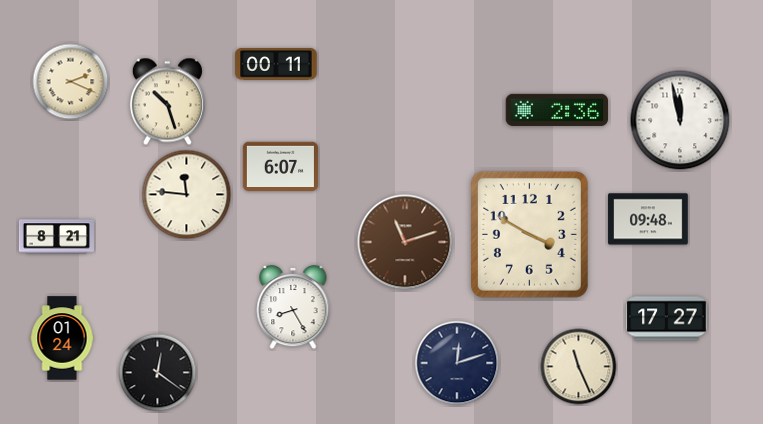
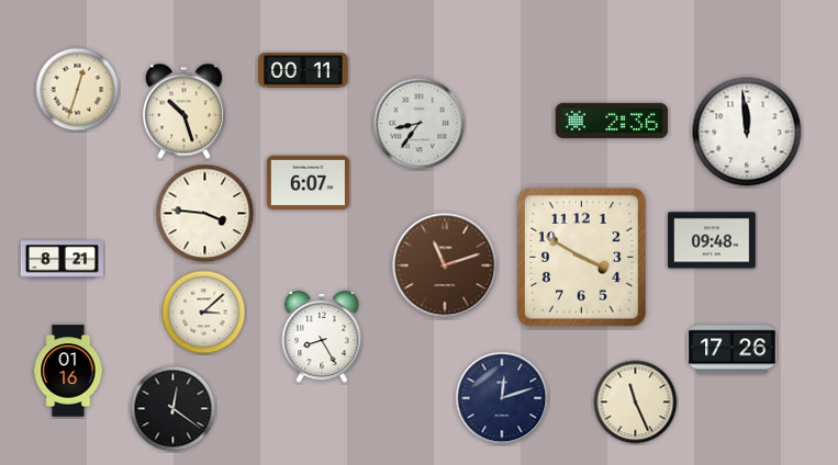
clock at (71, 82): 2:19 -> 12:33
clock at (420, 124): none -> 8:36
clock at (680, 120): 11:58 -> 11:59
clock at (187, 195): 11:46 -> 3:46
clock at (204, 313): none -> 3:08
clock at (667, 319): 17:27 -> 17:26
clock at (62, 338): 01:24 -> 01:16
